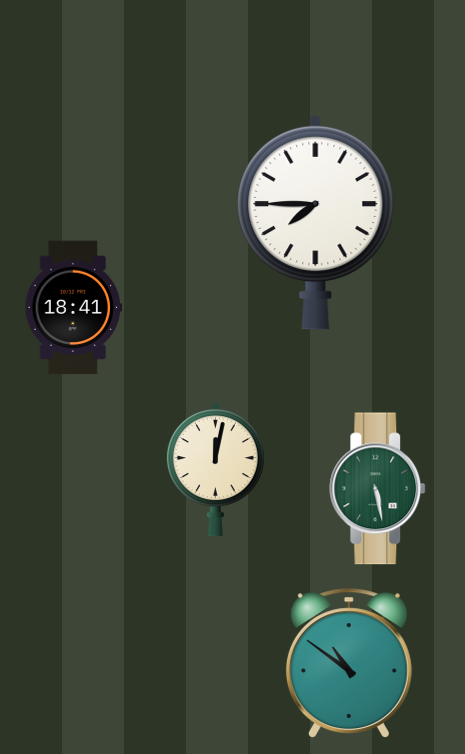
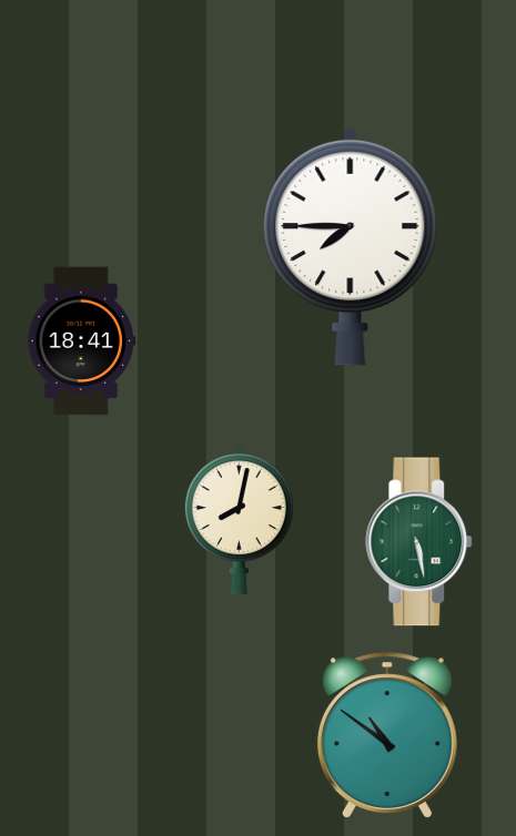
clock at (215, 470): 12:02 -> 8:02
